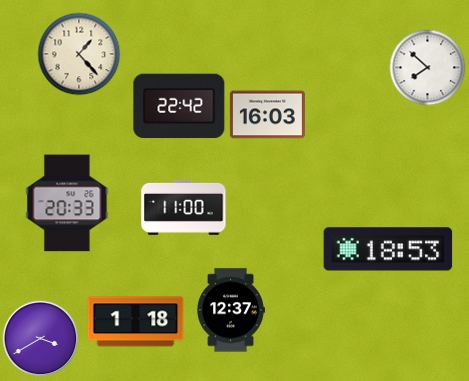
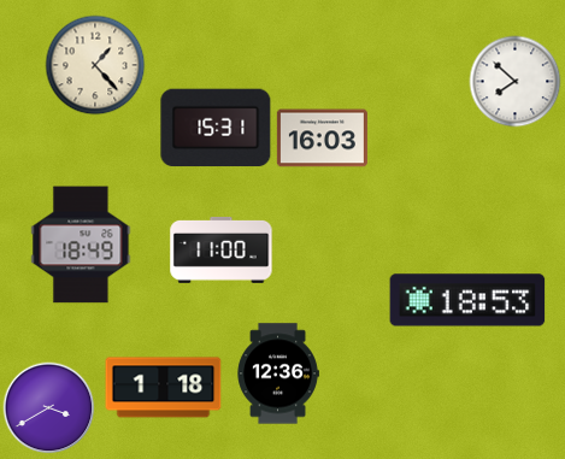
clock at (179, 106): 22:42 -> 15:31
clock at (67, 203): 20:33 -> 18:49
clock at (231, 310): 12:37 -> 12:36
